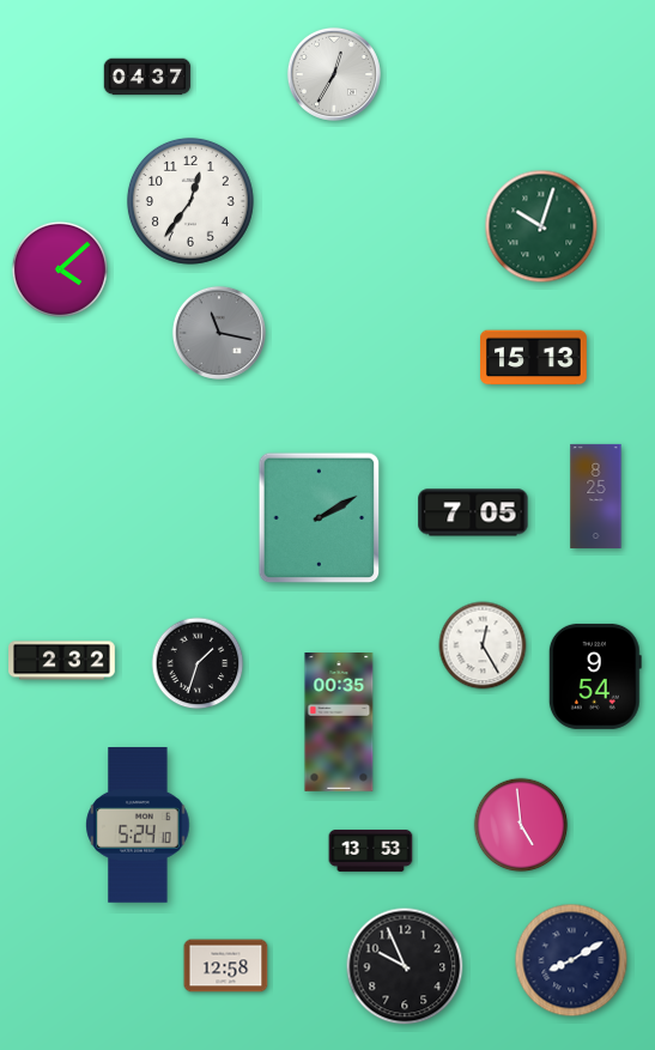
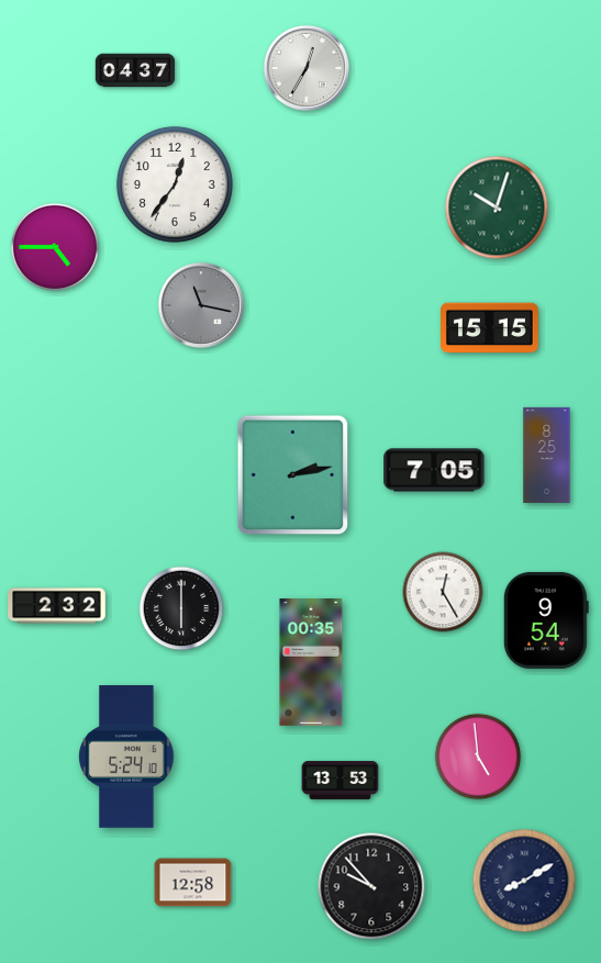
clock at (59, 268): 4:08 -> 4:45
clock at (534, 358): 15:13 -> 15:15
clock at (320, 518): 2:10 -> 2:13
clock at (198, 663): 1:33 -> 6:00
clock at (226, 966) position: (226, 966) -> (193, 883)
clock at (405, 966): 9:56 -> 9:53
